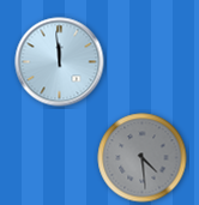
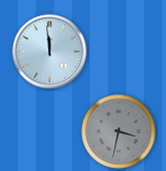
clock at (143, 158): 4:29 -> 3:32
